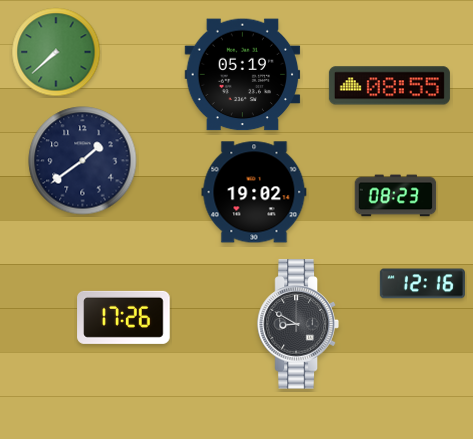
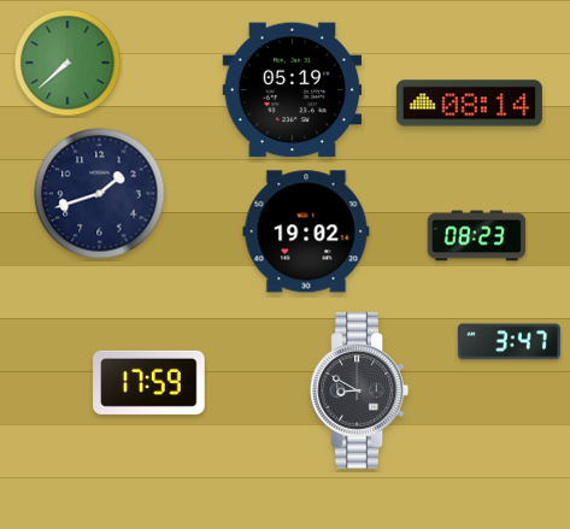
clock at (389, 86): 08:55 -> 08:14
clock at (83, 161): 1:39 -> 1:42
clock at (422, 284): 12:16 -> 3:47
clock at (124, 317): 17:26 -> 17:59
